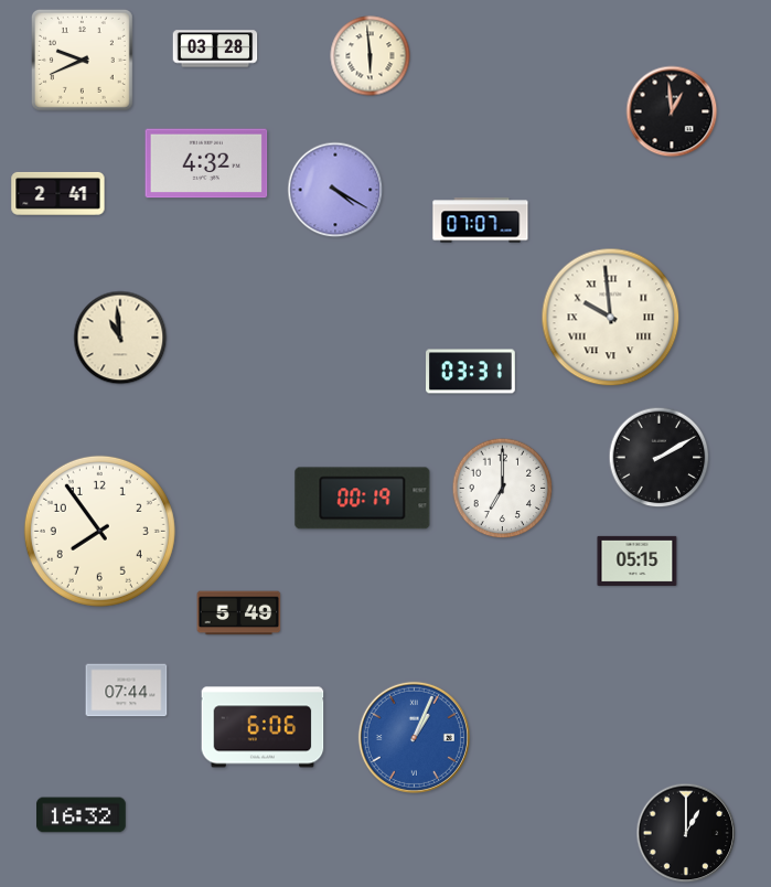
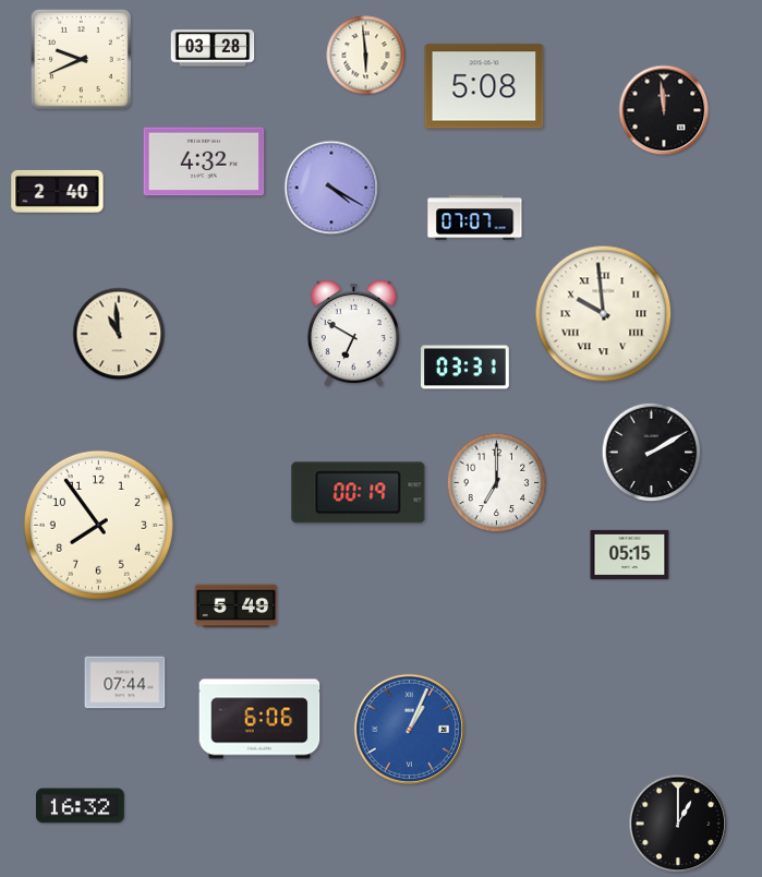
clock at (484, 86): none -> 5:08
clock at (672, 111): 12:59 -> 11:59
clock at (58, 193): 2:41 -> 2:40
clock at (353, 334): none -> 6:50
